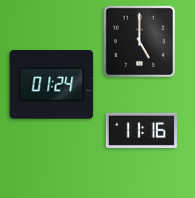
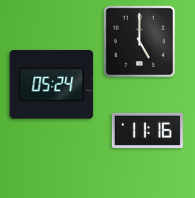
clock at (52, 85): 01:24 -> 05:24
clock at (141, 131) position: (141, 131) -> (147, 131)
